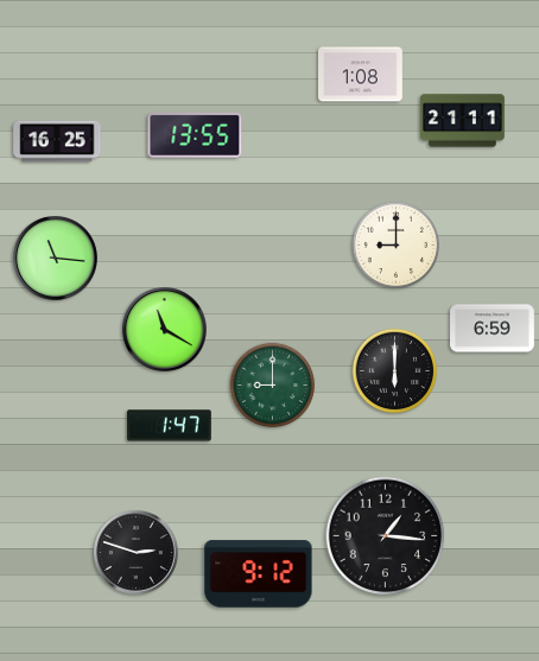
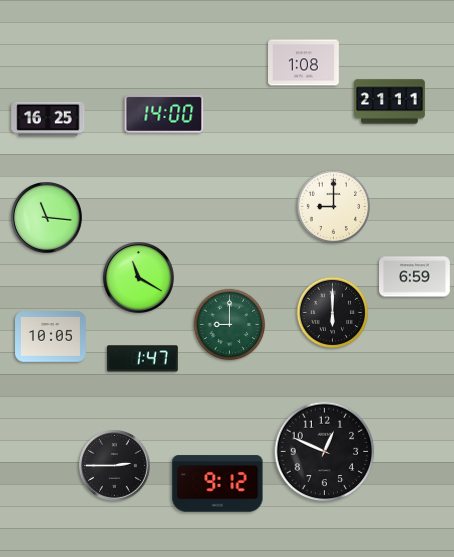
clock at (195, 135): 13:55 -> 14:00
clock at (51, 337): none -> 10:05
clock at (386, 536): 1:16 -> 12:49
clock at (137, 553): 2:48 -> 2:45
